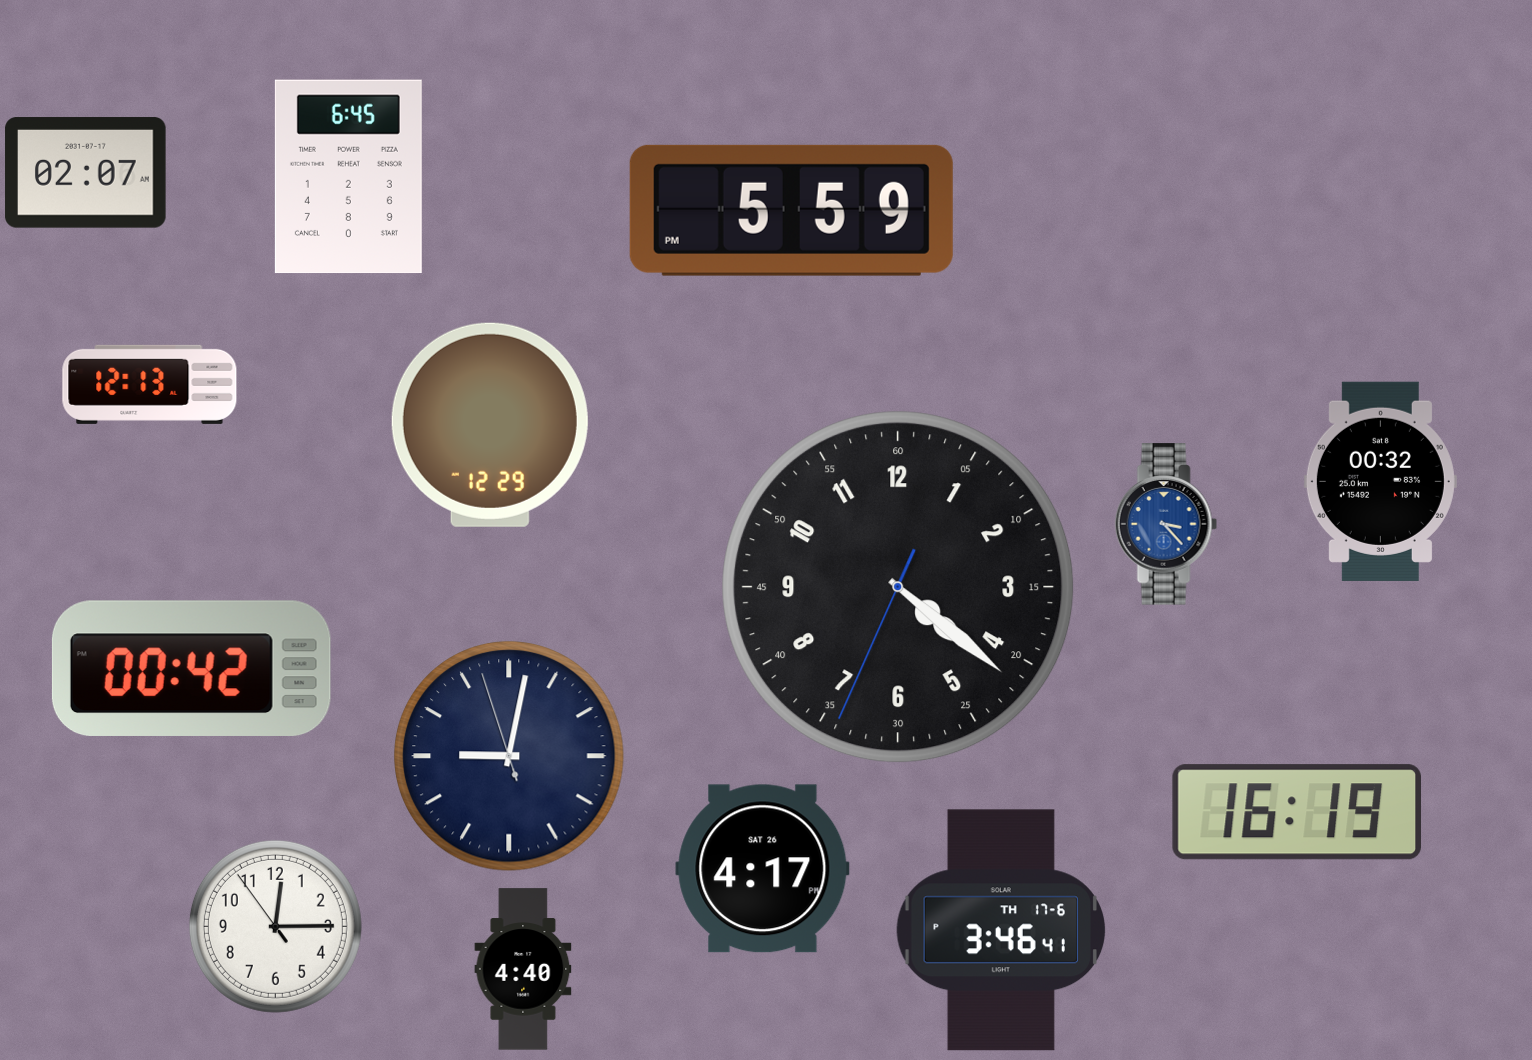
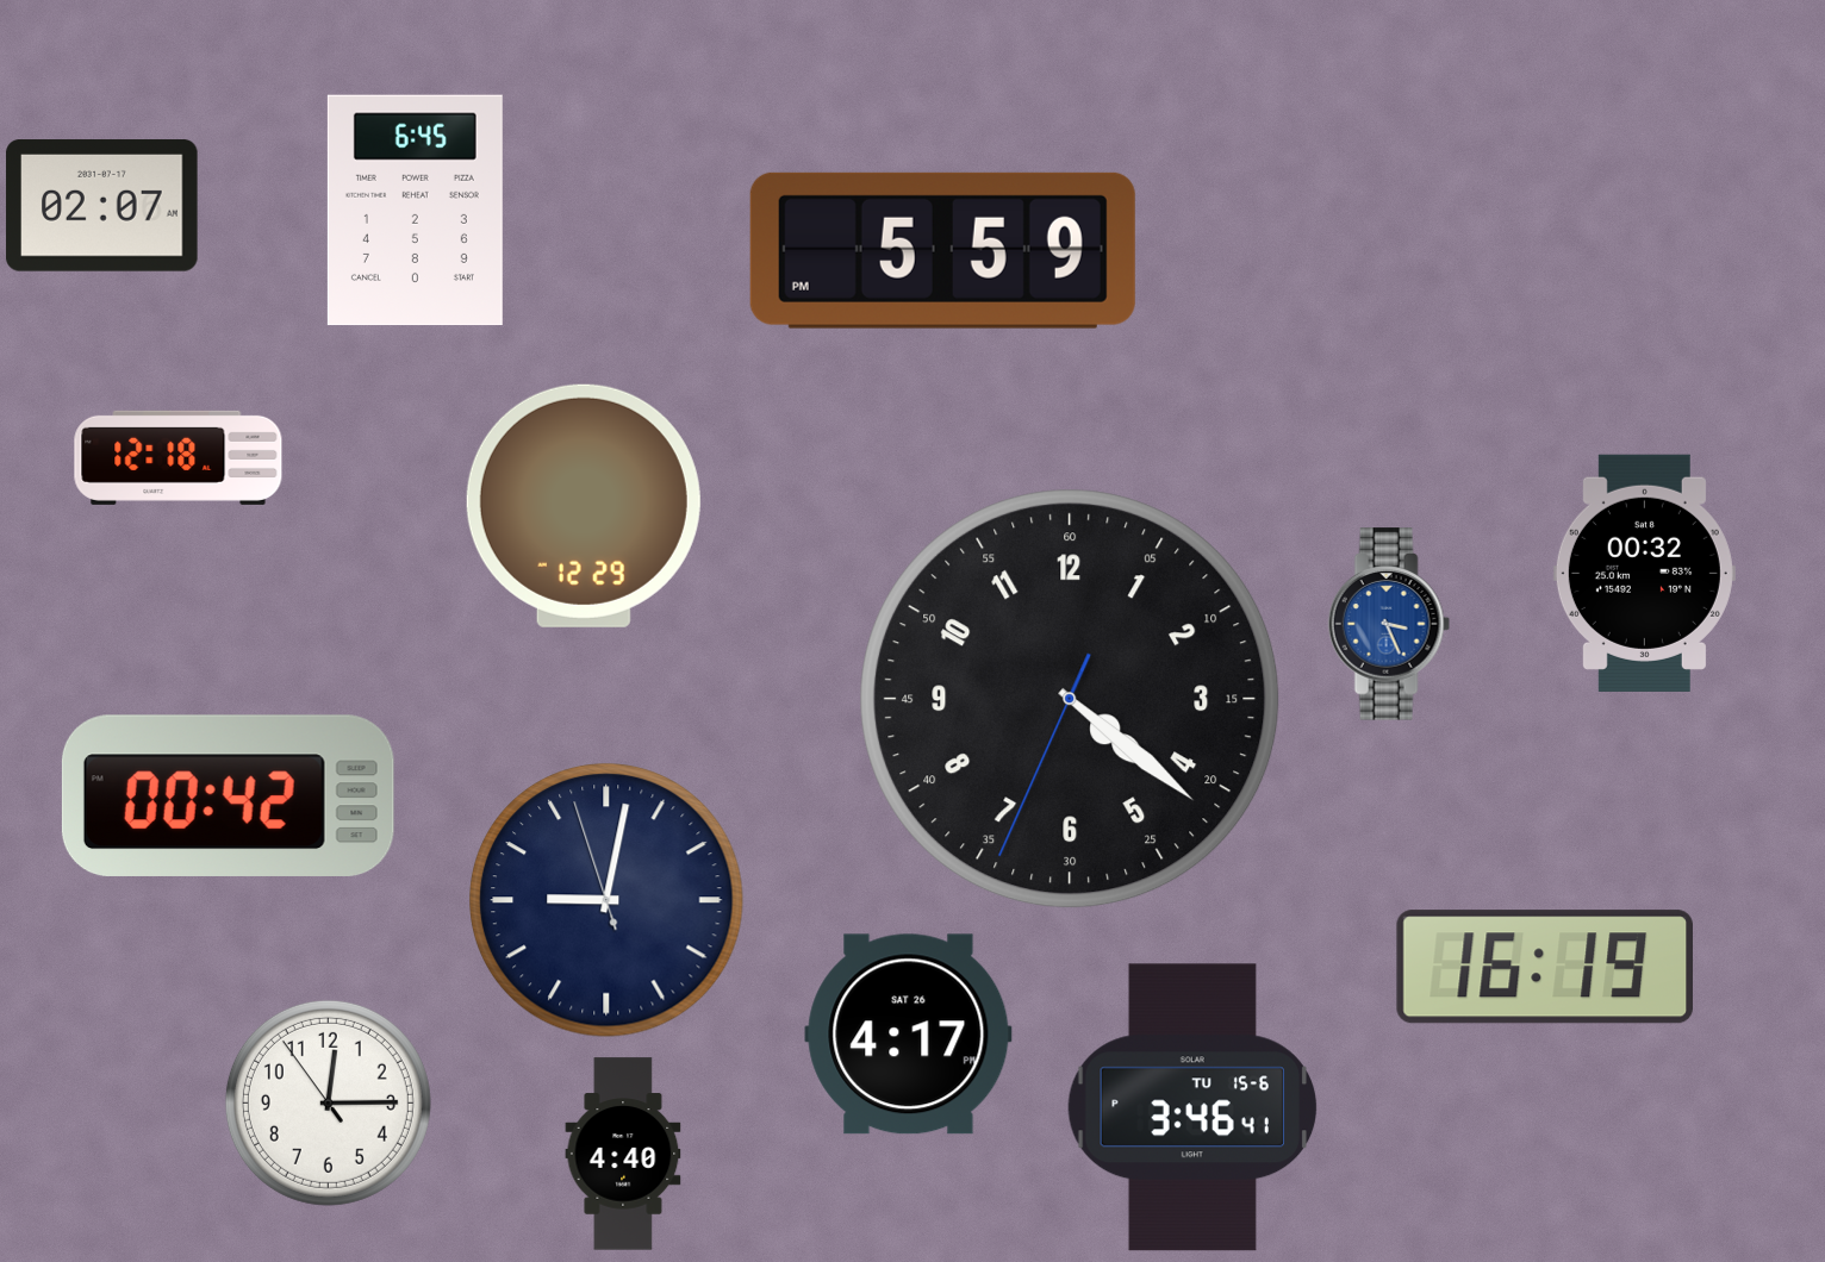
clock at (150, 384): 12:13 -> 12:18
clock at (1166, 524): 3:23 -> 3:26
clock at (1001, 930) date: TH 17-6 -> TU 15-6
